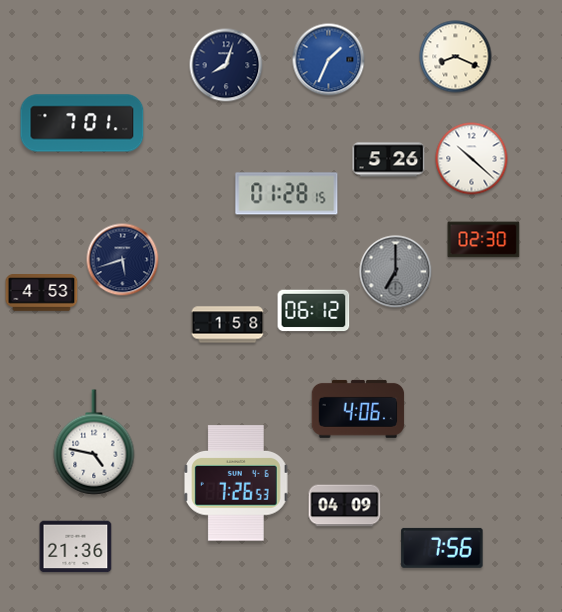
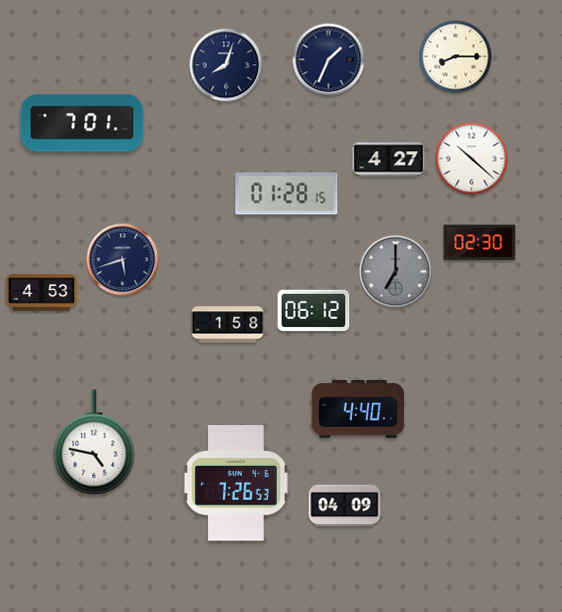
clock at (456, 57): 8:19 -> 8:15
clock at (329, 60) dial: blue -> navy
clock at (389, 160): 5:26 -> 4:27
clock at (484, 240) position: (484, 240) -> (480, 243)
clock at (358, 409): 4:06 -> 4:40
clock at (76, 547): 21:36 -> none
clock at (442, 548): 7:56 -> none
